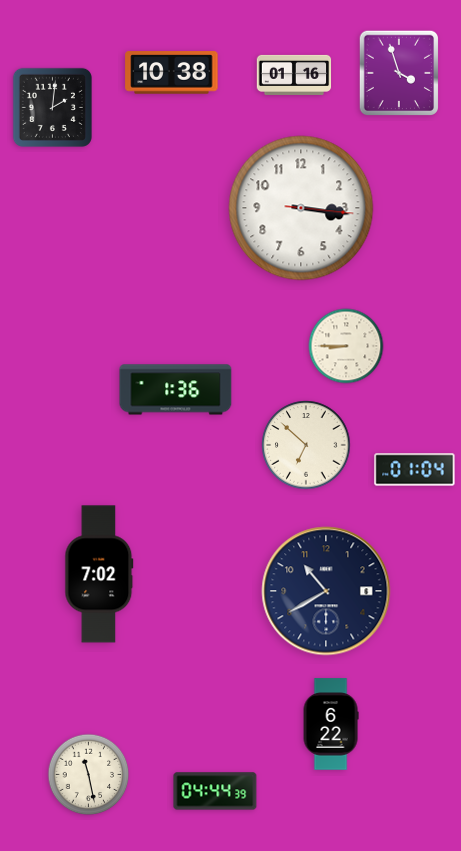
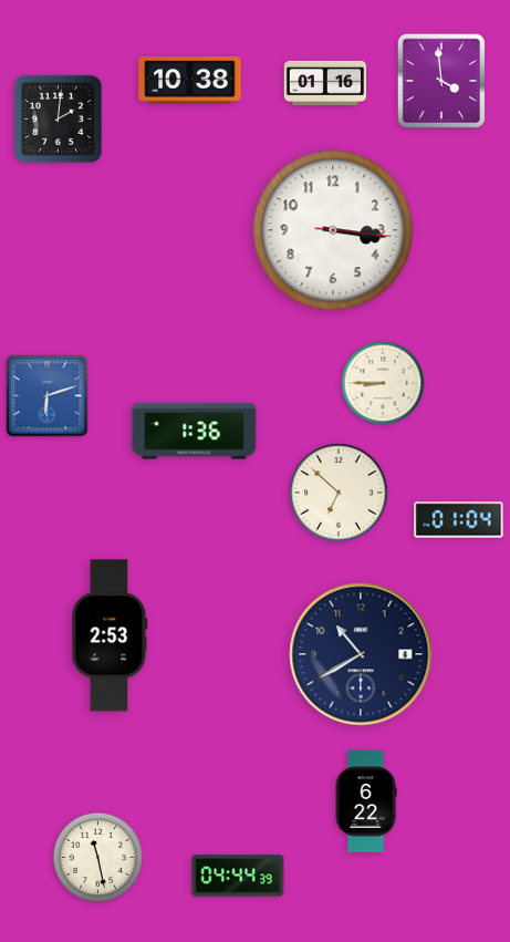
clock at (398, 72): 3:57 -> 3:59
clock at (48, 396): none -> 6:12
clock at (99, 574): 7:02 -> 2:53
